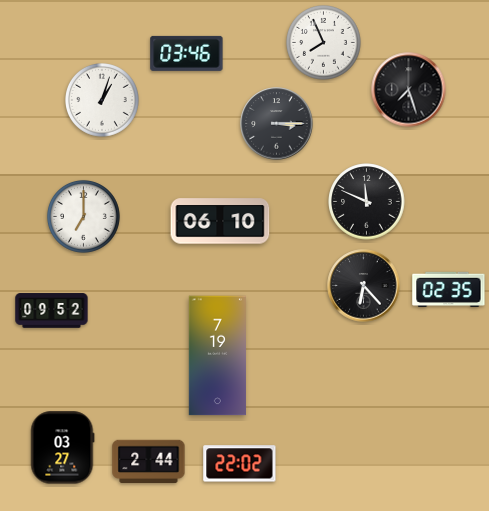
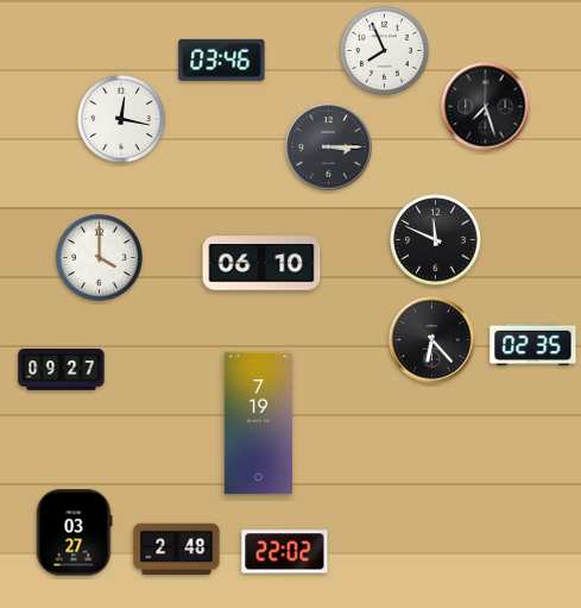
clock at (187, 53) position: (187, 53) -> (222, 59)
clock at (103, 101): 1:03 -> 12:17
clock at (83, 216): 7:00 -> 4:00
clock at (52, 311): 09:52 -> 09:27
clock at (149, 461): 2:44 -> 2:48
